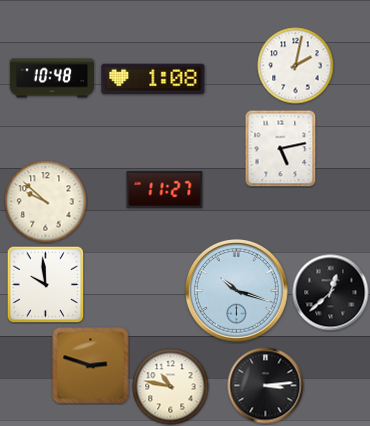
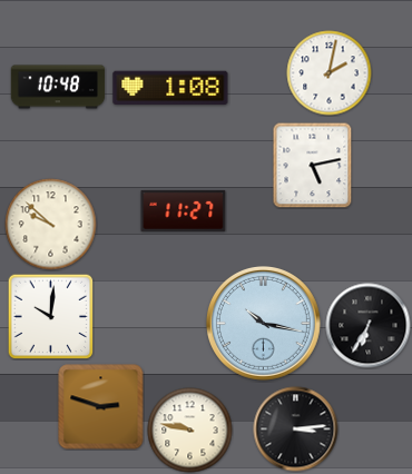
clock at (45, 284): 9:59 -> 10:01
clock at (236, 290): 10:18 -> 10:17
clock at (331, 293): 12:38 -> 6:35
clock at (171, 387): 10:47 -> 9:47
